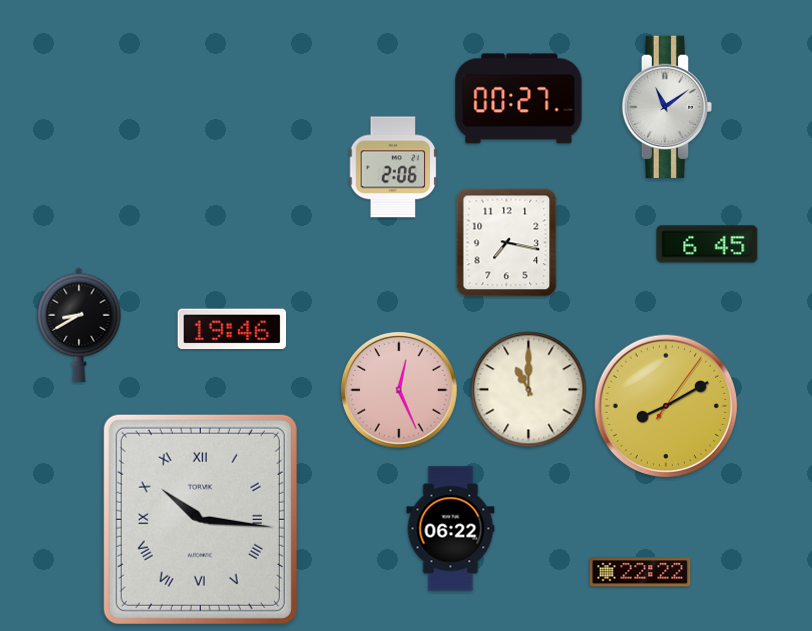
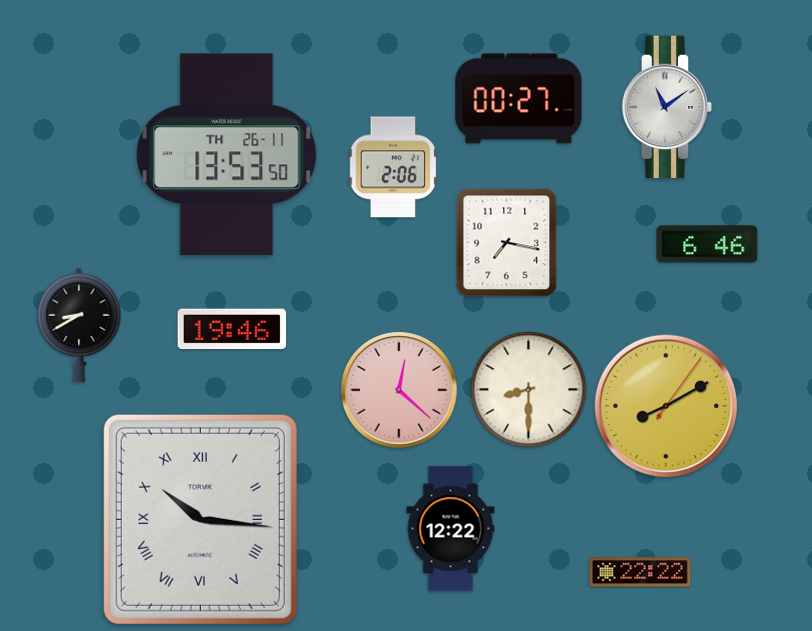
clock at (227, 155): none -> 13:53
clock at (707, 244): 6:45 -> 6:46
clock at (529, 390): 11:00 -> 8:30
clock at (400, 391): 12:26 -> 12:22
clock at (451, 529): 06:22 -> 12:22
